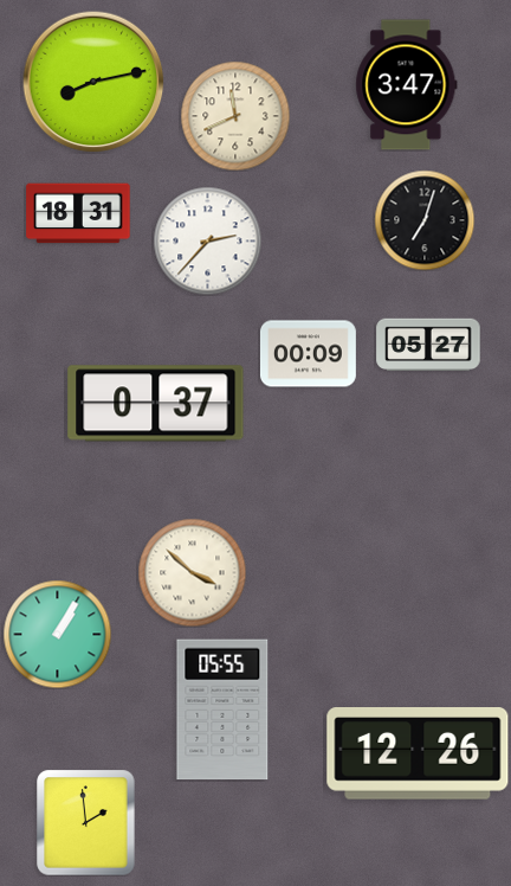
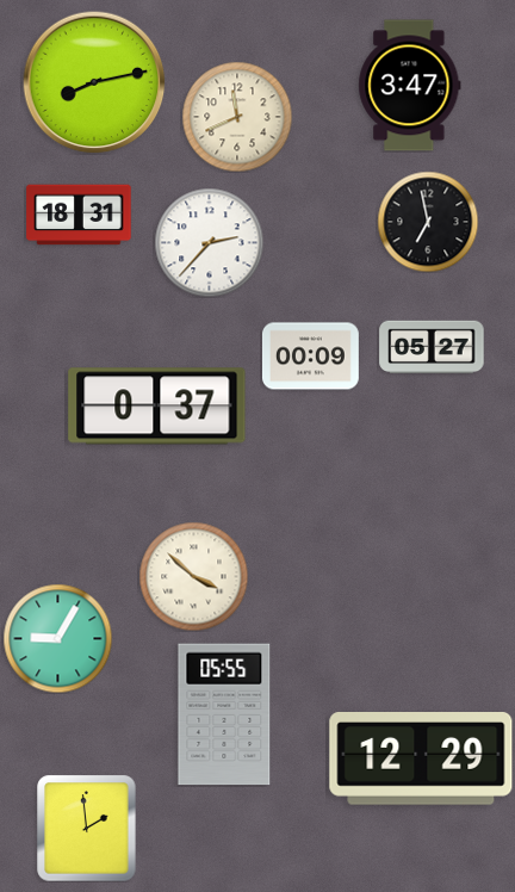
clock at (425, 220): 7:03 -> 6:58
clock at (57, 634): 1:05 -> 9:05
clock at (418, 753): 12:26 -> 12:29
